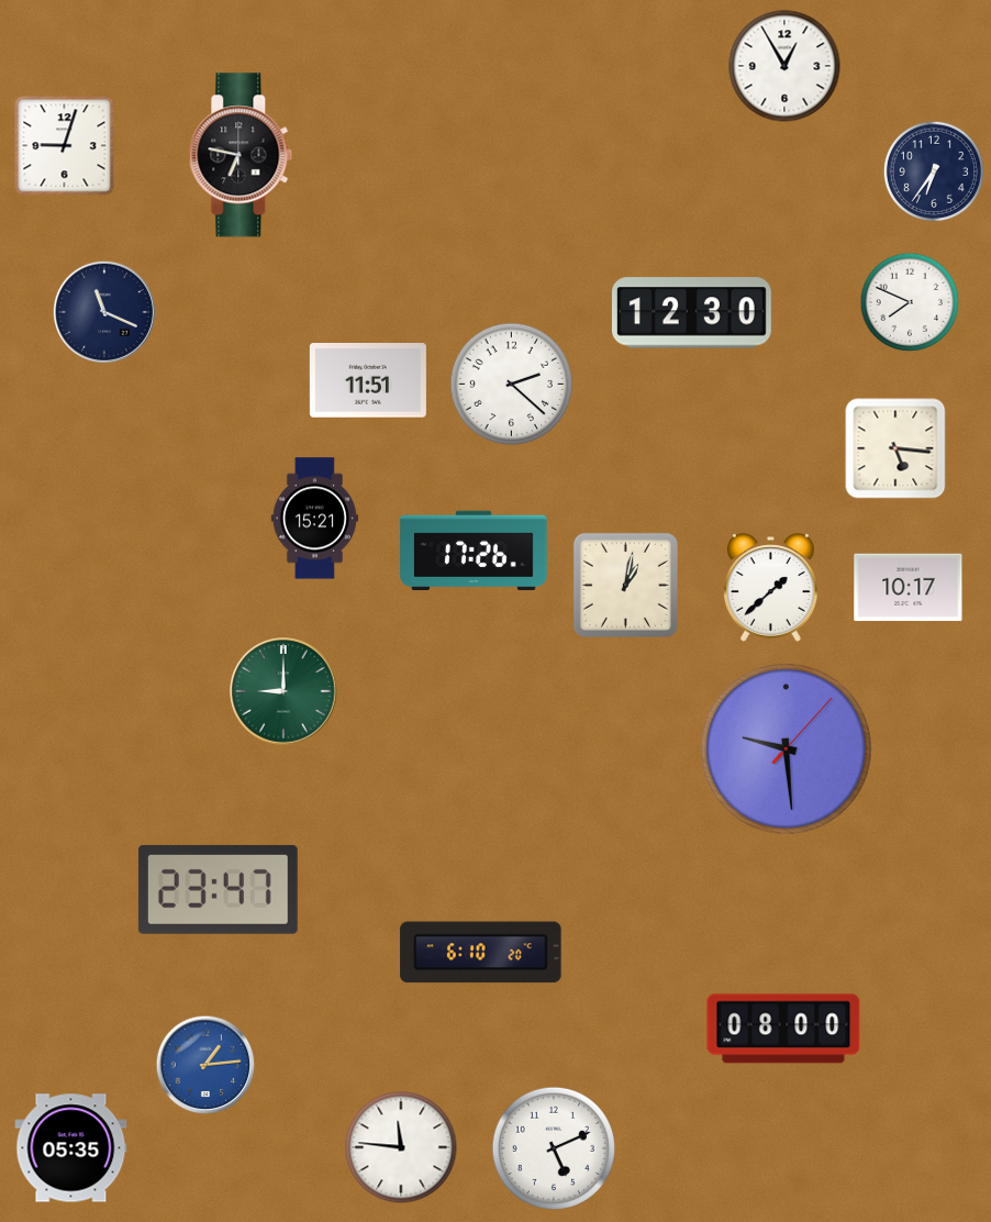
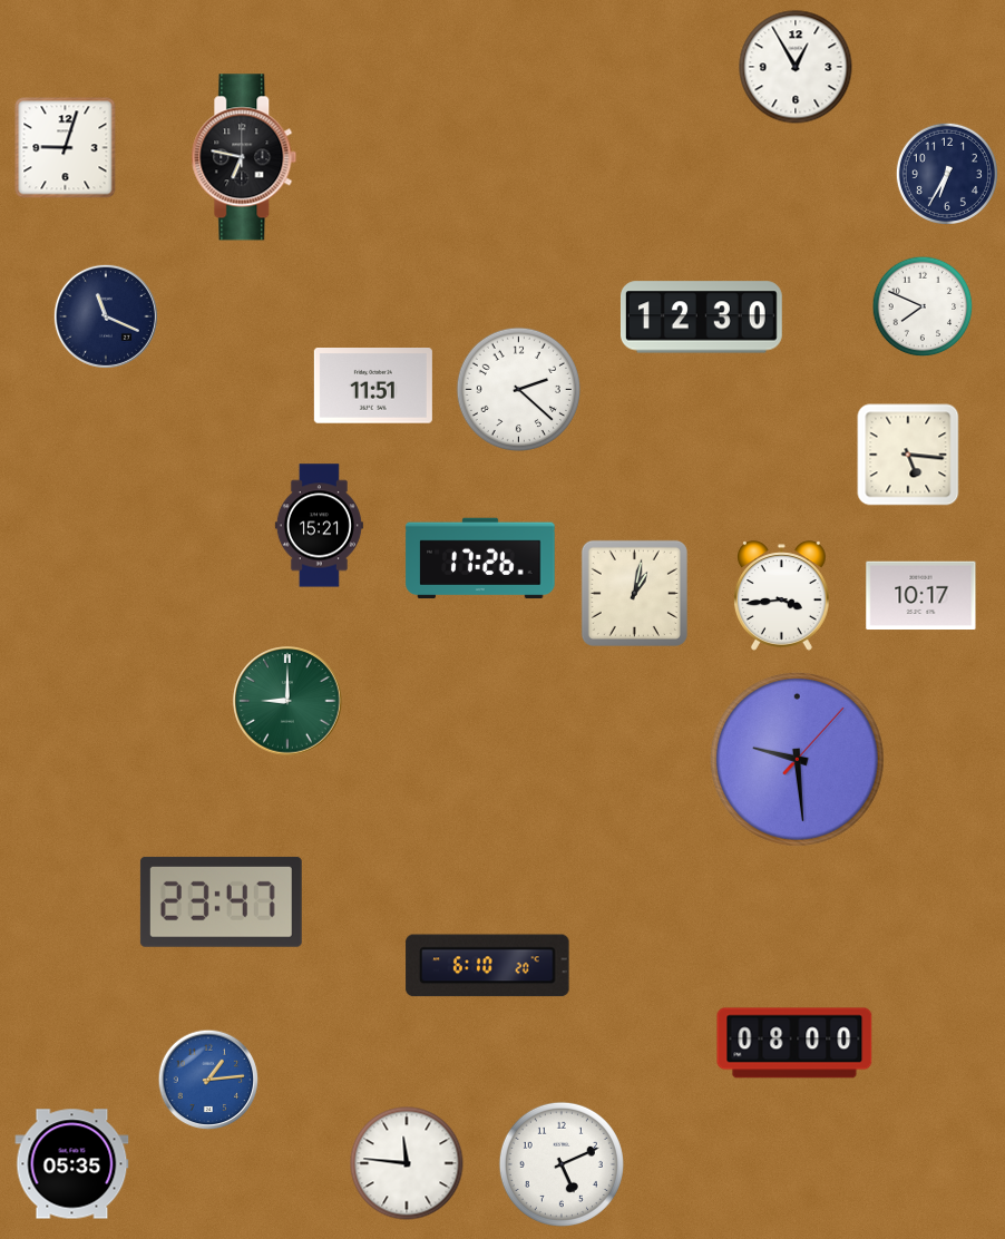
clock at (934, 171): 6:36 -> 6:35
clock at (771, 588): 1:38 -> 3:44
